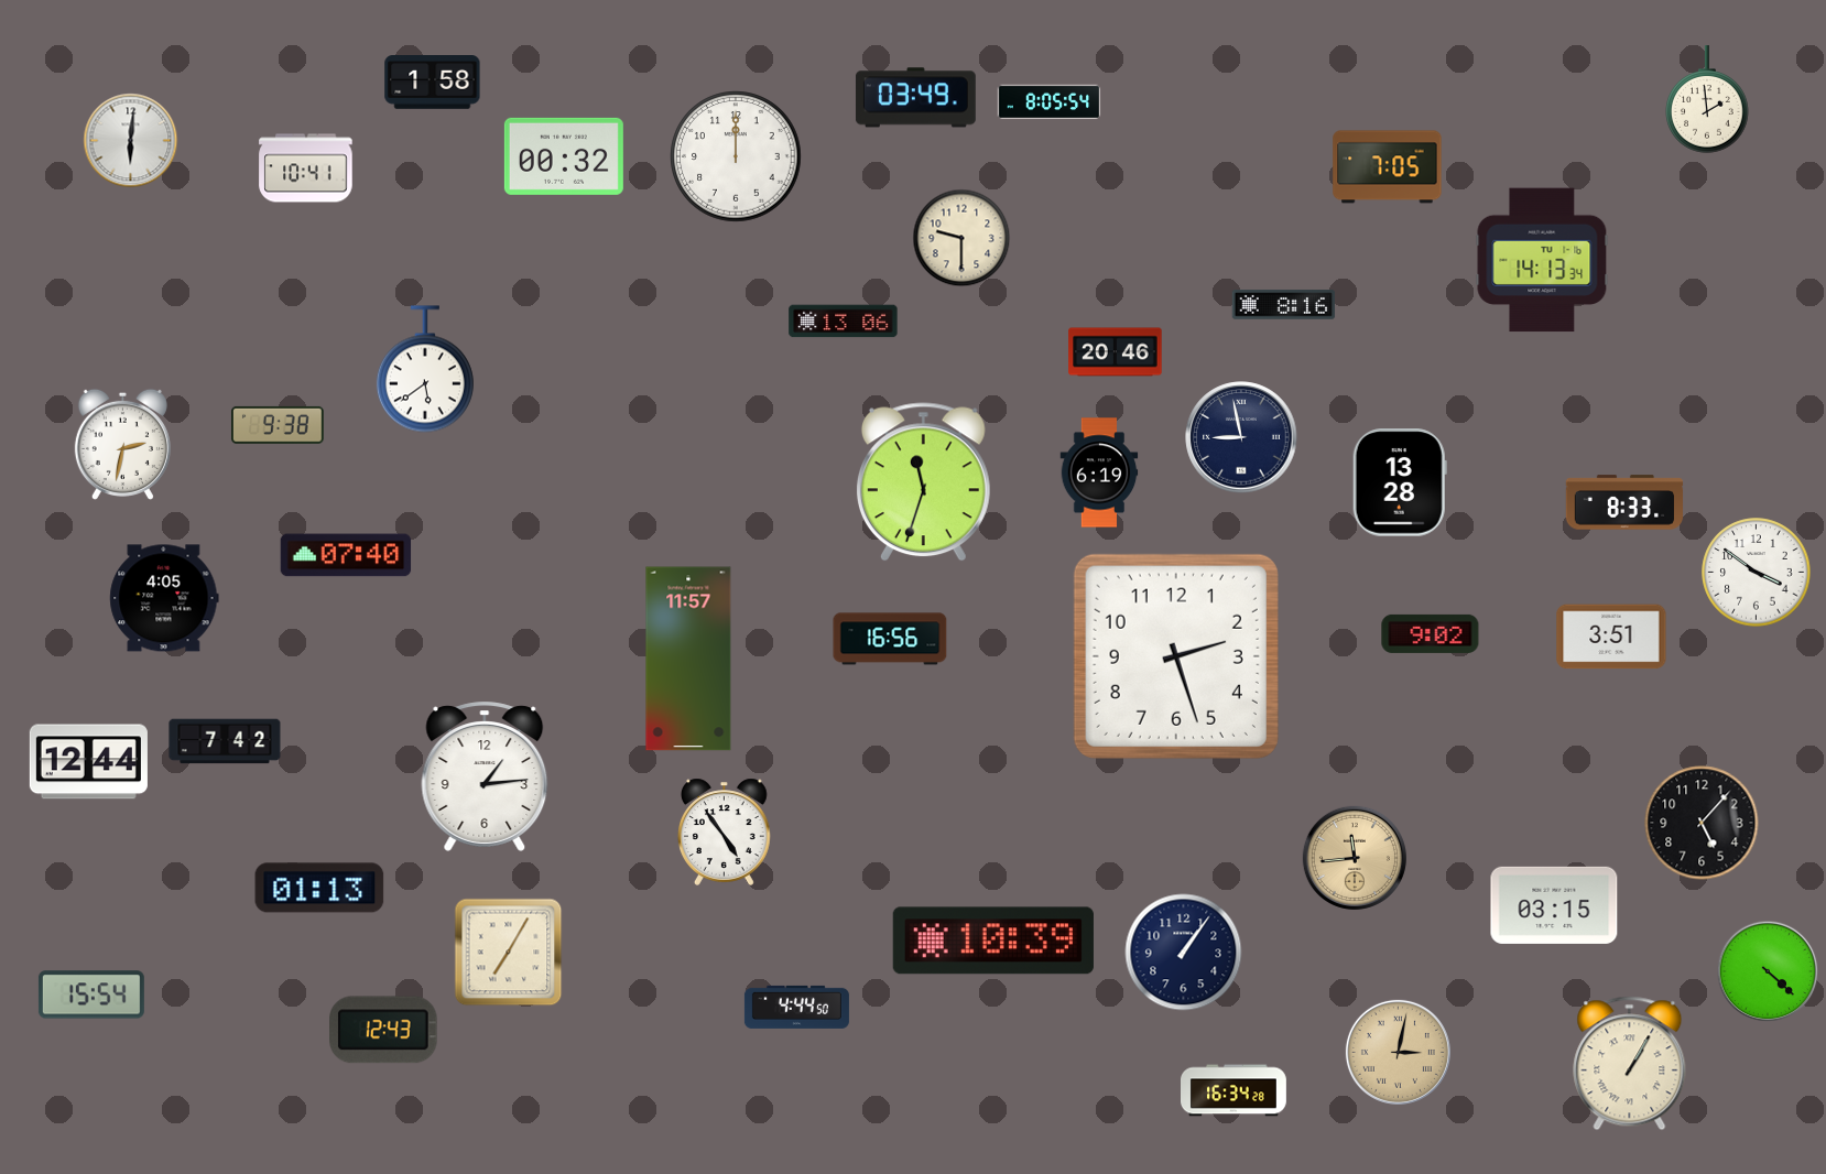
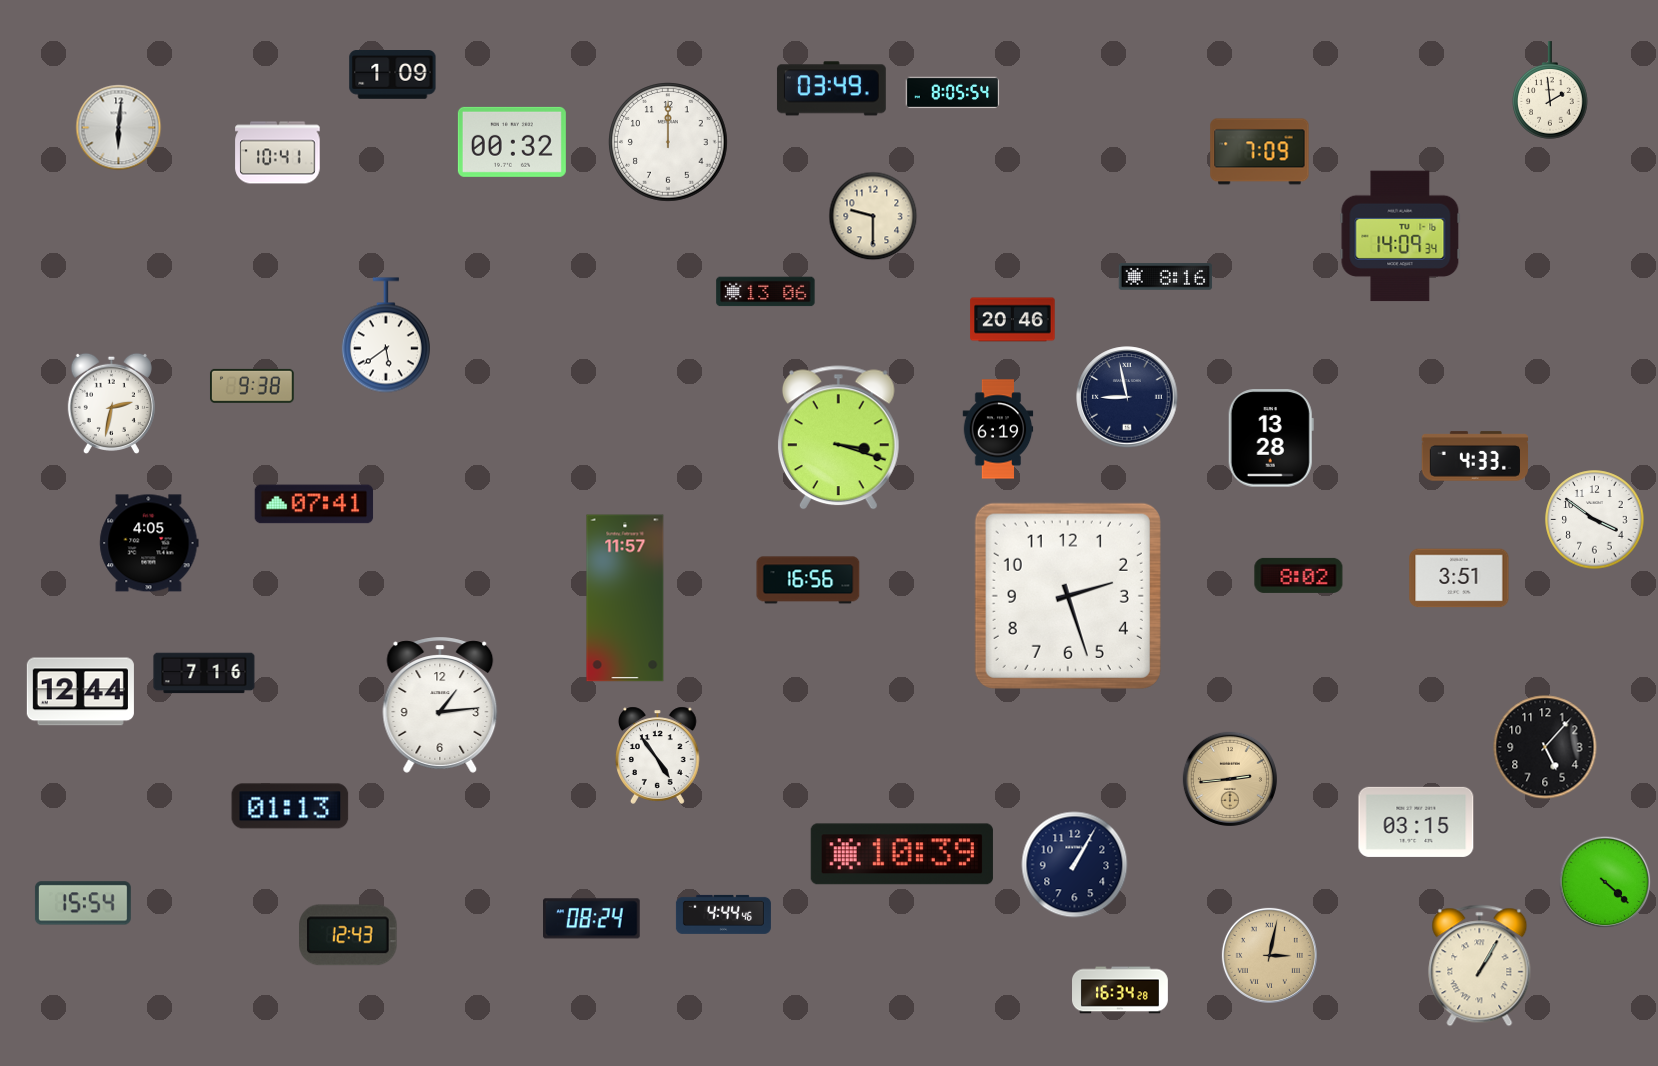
clock at (433, 83): 1:58 -> 1:09
clock at (1388, 167): 7:05 -> 7:09
clock at (1542, 260): 14:13 -> 14:09
clock at (923, 482): 11:33 -> 3:18
clock at (1624, 502): 8:33 -> 4:33
clock at (346, 555): 07:40 -> 07:41
clock at (1431, 633): 9:02 -> 8:02
clock at (1611, 637) position: (1611, 637) -> (1459, 578)
clock at (225, 741): 7:42 -> 7:16
clock at (1355, 858): 11:44 -> 2:44
clock at (1554, 905) position: (1554, 905) -> (1416, 822)
clock at (509, 953): 7:05 -> none
clock at (1184, 953): 1:06 -> 1:05
clock at (796, 1007): 4:44:50 -> 4:44:46
clock at (592, 919): none -> 08:24
